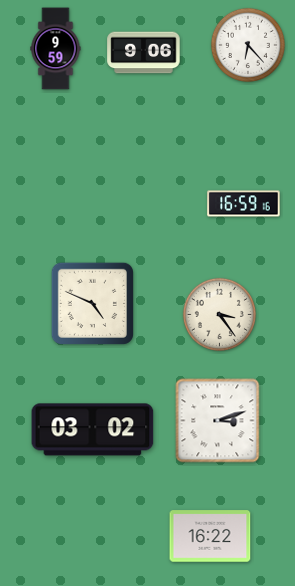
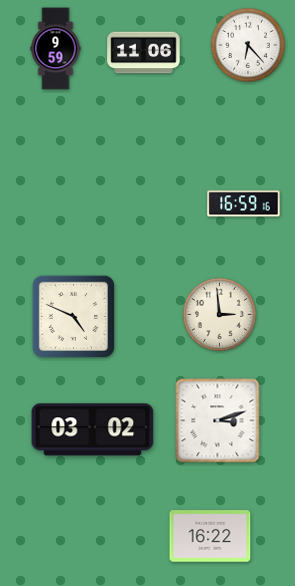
clock at (144, 53): 9:06 -> 11:06
clock at (92, 303) position: (92, 303) -> (73, 316)
clock at (219, 314): 3:24 -> 2:59
